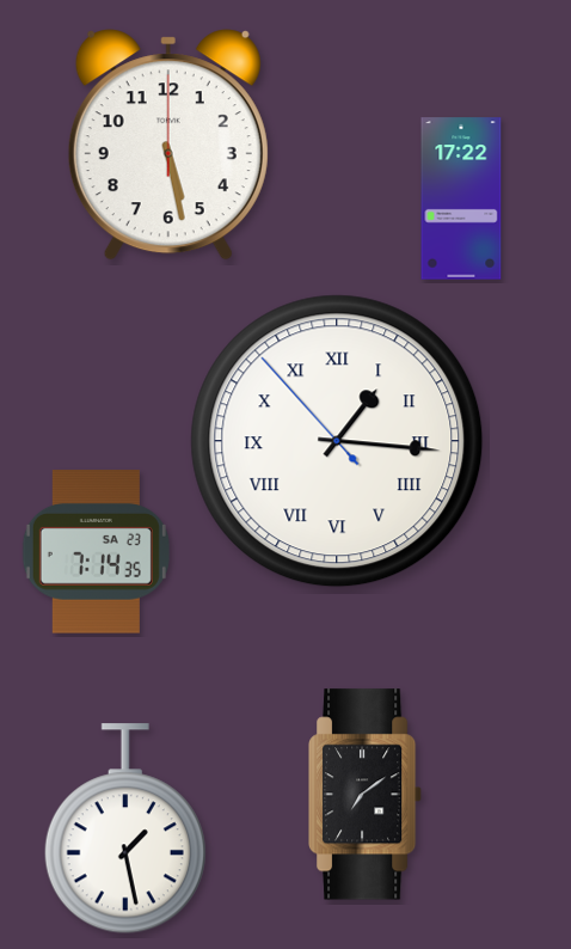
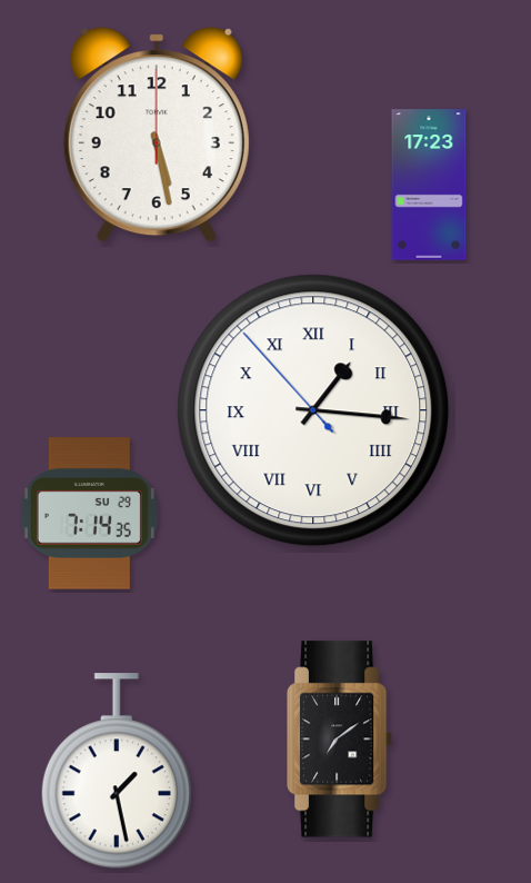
clock at (461, 198): 17:22 -> 17:23
clock at (96, 552) date: SA 23 -> SU 29
